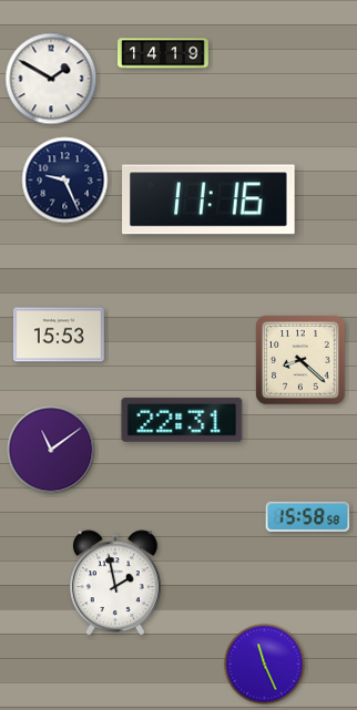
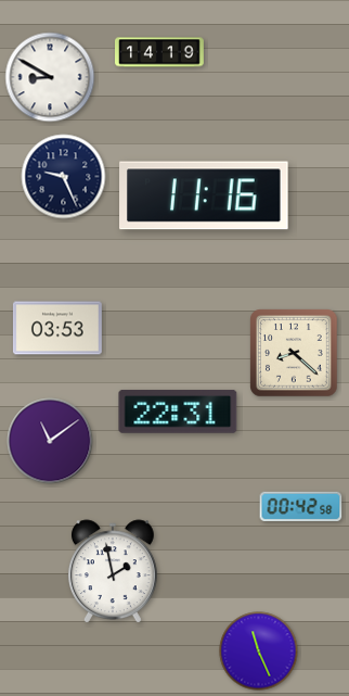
clock at (51, 79): 1:50 -> 8:50
clock at (59, 335): 15:53 -> 03:53
clock at (308, 516): 15:58 -> 00:42
